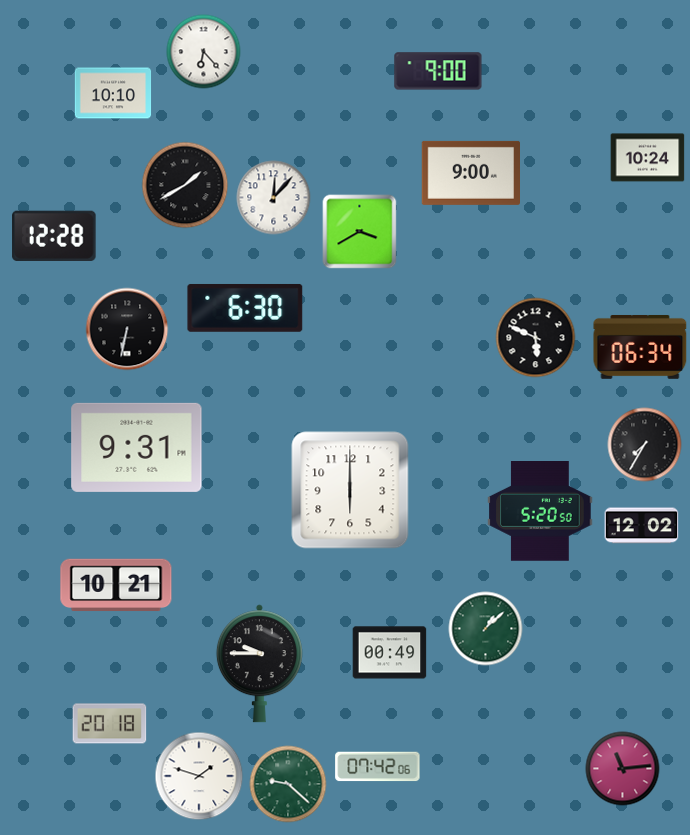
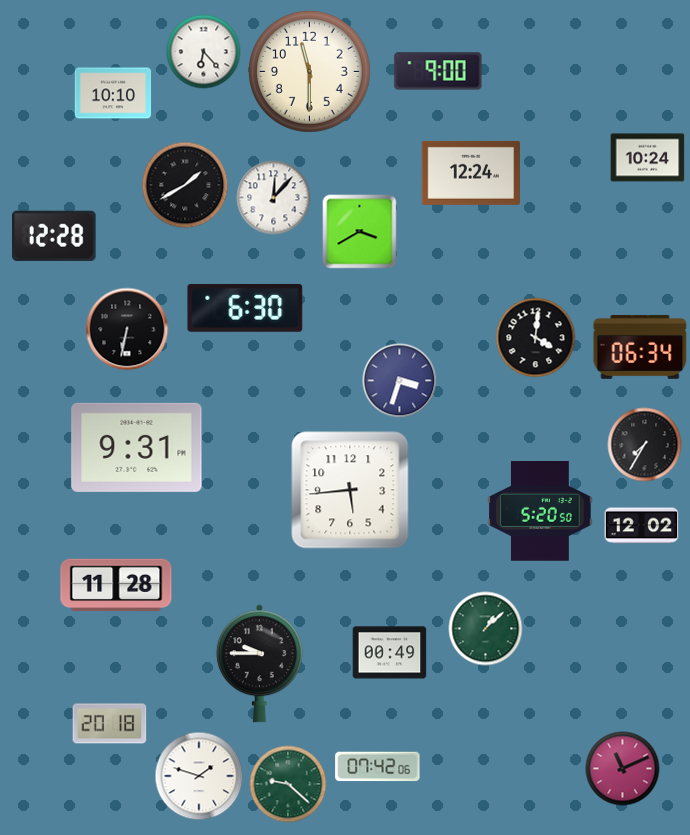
clock at (309, 71): none -> 11:30
clock at (471, 173): 9:00 -> 12:24
clock at (536, 338): 5:49 -> 4:01
clock at (400, 381): none -> 3:33
clock at (350, 490): 6:00 -> 5:44
clock at (116, 585): 10:21 -> 11:28
clock at (623, 769): 11:14 -> 11:11
